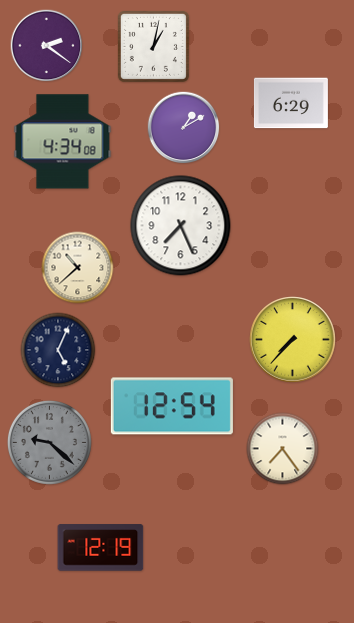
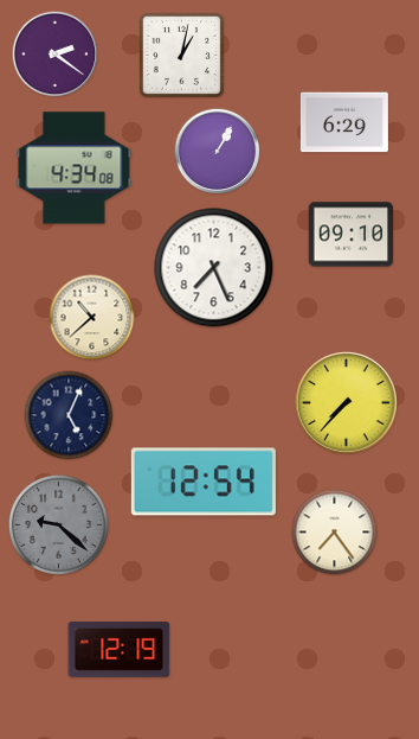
clock at (184, 128): 1:10 -> 1:05
clock at (352, 235): none -> 09:10
